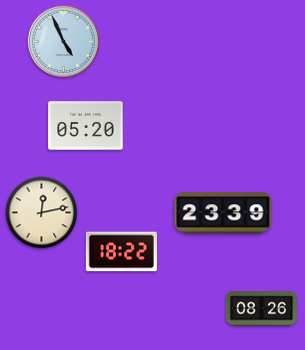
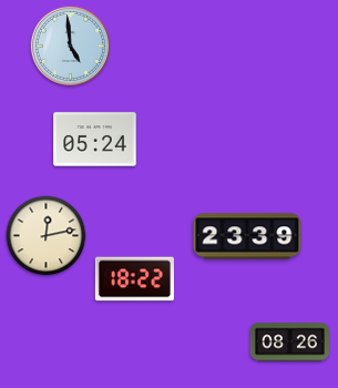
clock at (63, 41): 4:56 -> 4:59
clock at (86, 126): 05:20 -> 05:24
